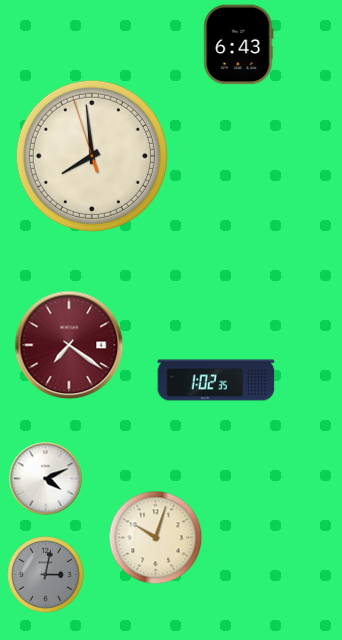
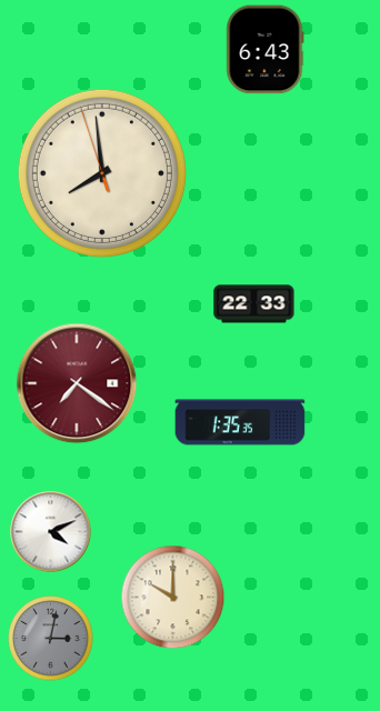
clock at (254, 304): none -> 22:33
clock at (216, 380): 1:02 -> 1:35
clock at (156, 538): 10:03 -> 10:00
